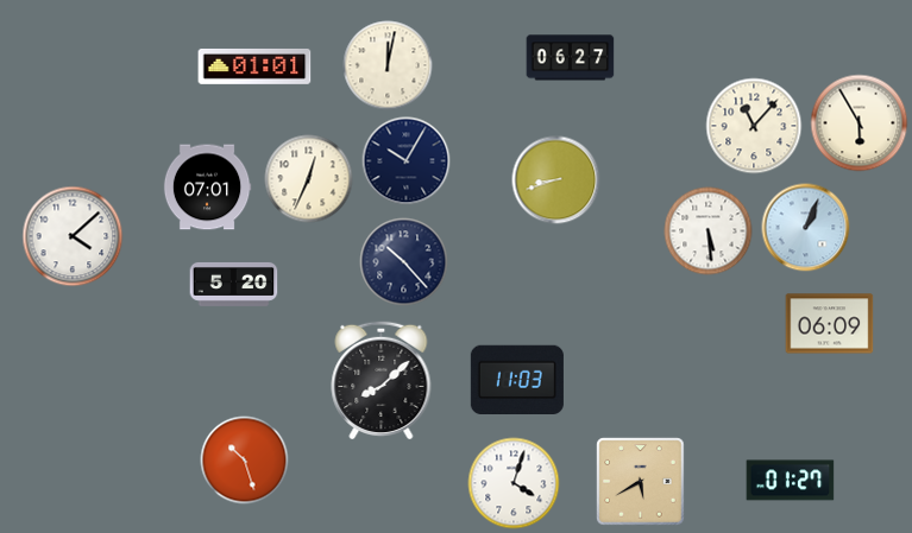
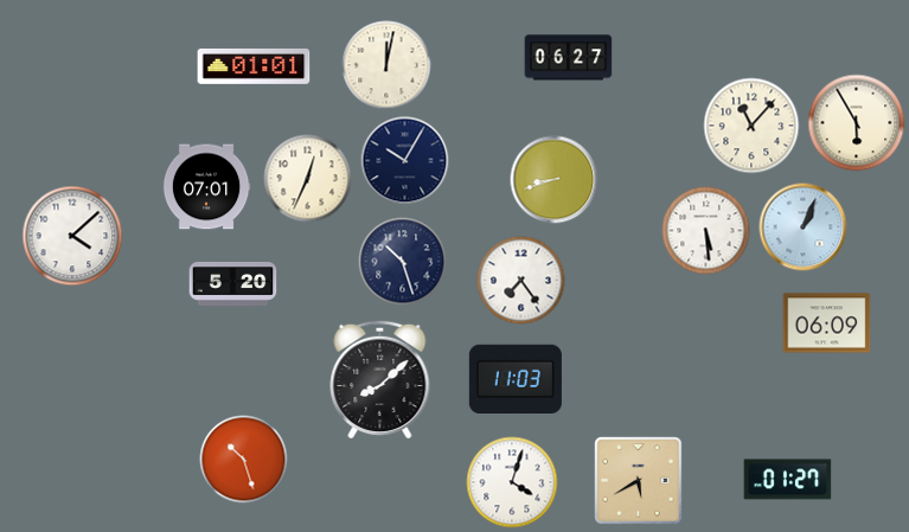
clock at (404, 262): 10:23 -> 10:27
clock at (521, 281): none -> 7:24
